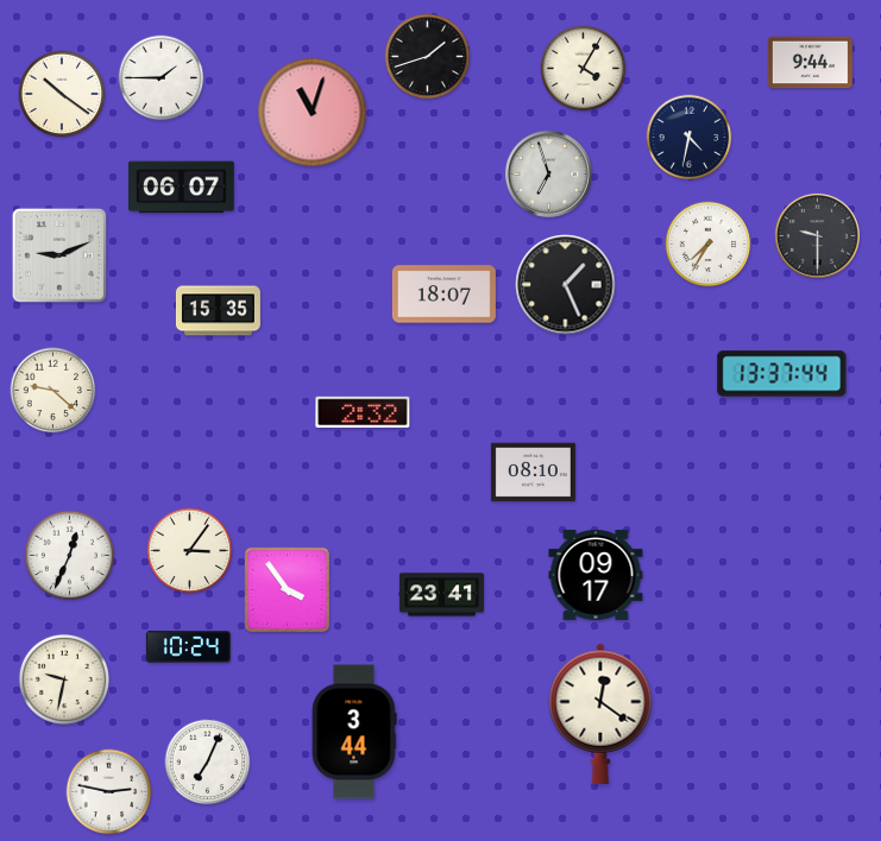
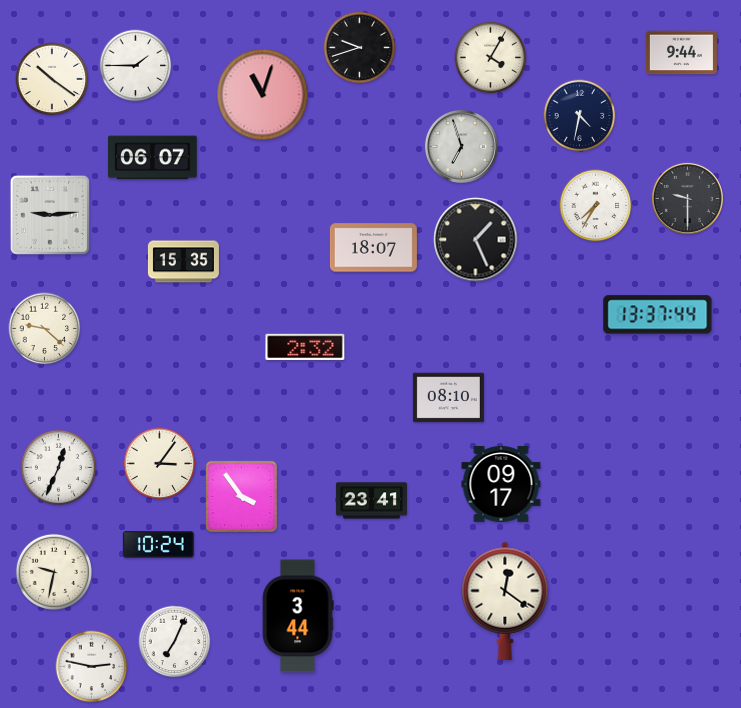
clock at (428, 57): 1:42 -> 9:42
clock at (59, 255): 9:11 -> 9:14
